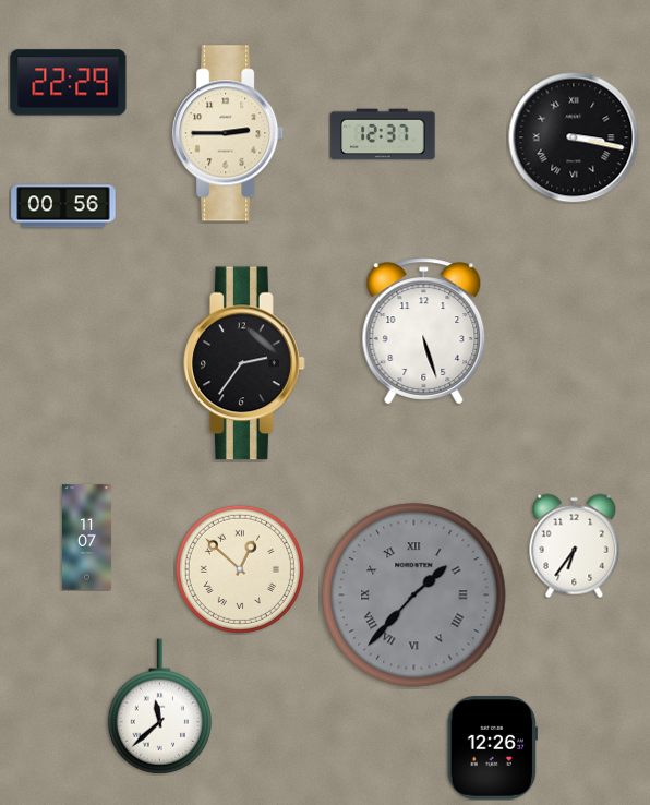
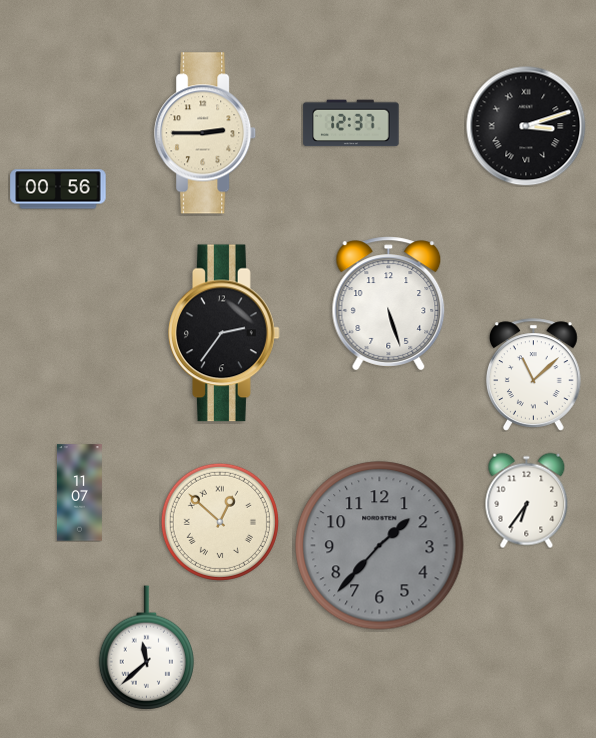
clock at (69, 83): 22:29 -> none
clock at (229, 133) position: (229, 133) -> (206, 133)
clock at (574, 137): 3:17 -> 3:12
clock at (534, 375): none -> 11:08
clock at (414, 596) numerals: Roman -> Arabic
clock at (492, 748): 12:26 -> none
